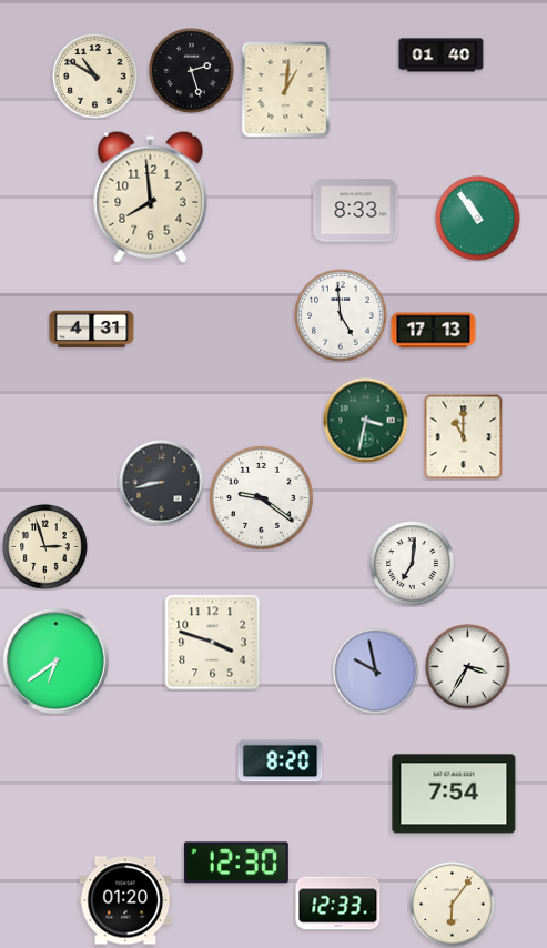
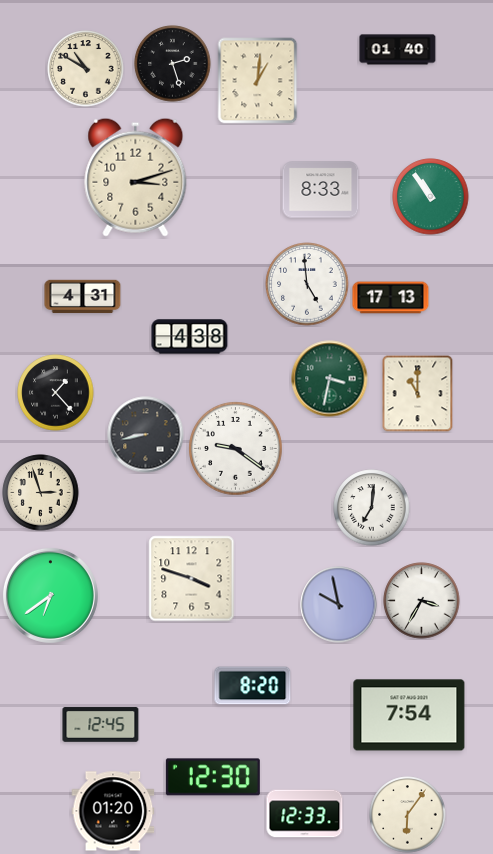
clock at (151, 196): 7:59 -> 3:12
clock at (190, 337): none -> 4:38
clock at (56, 393): none -> 1:23
clock at (101, 725): none -> 12:45
